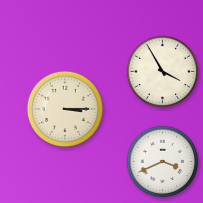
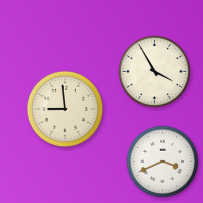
clock at (163, 72) position: (163, 72) -> (155, 72)
clock at (65, 109): 3:15 -> 8:59
